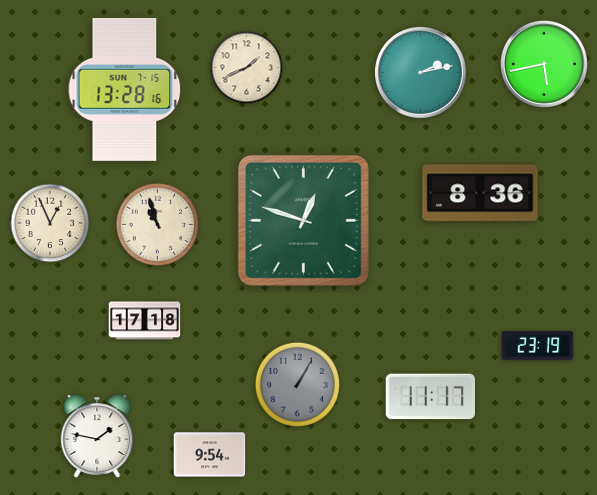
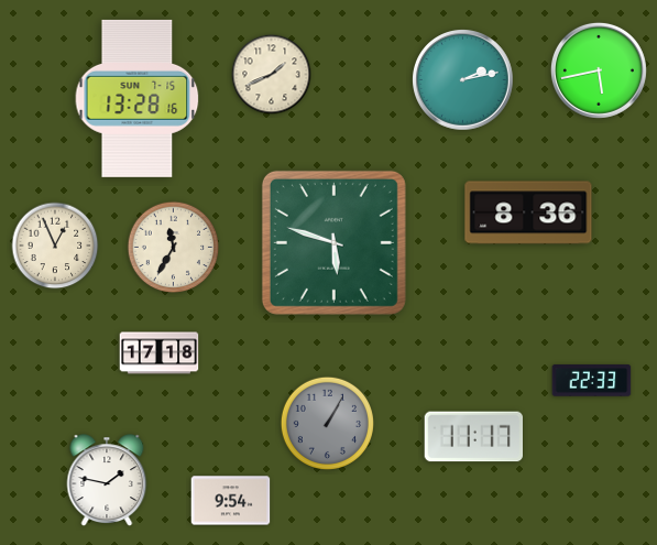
clock at (303, 220): 12:48 -> 5:48
clock at (158, 225): 10:57 -> 11:35
clock at (538, 346): 23:19 -> 22:33
